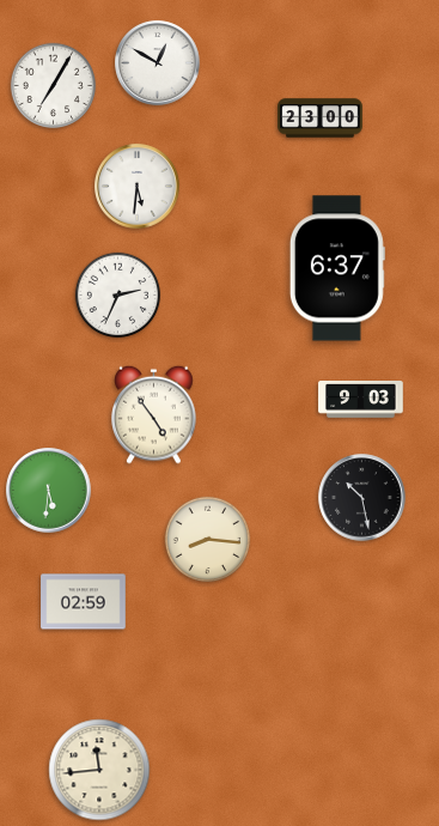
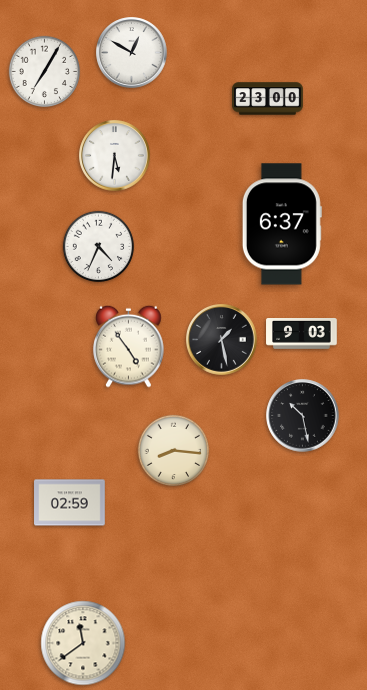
clock at (118, 296): 2:34 -> 4:34
clock at (222, 340): none -> 1:28
clock at (49, 491): 5:31 -> none
clock at (99, 770): 11:44 -> 11:39
